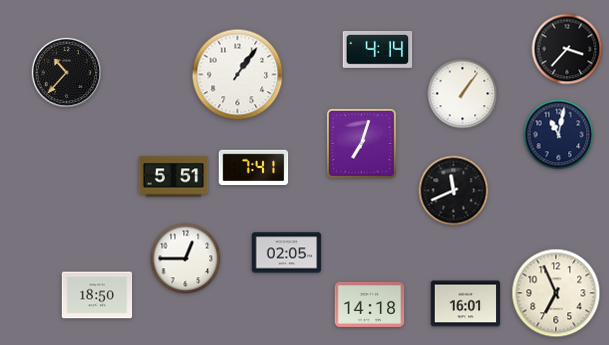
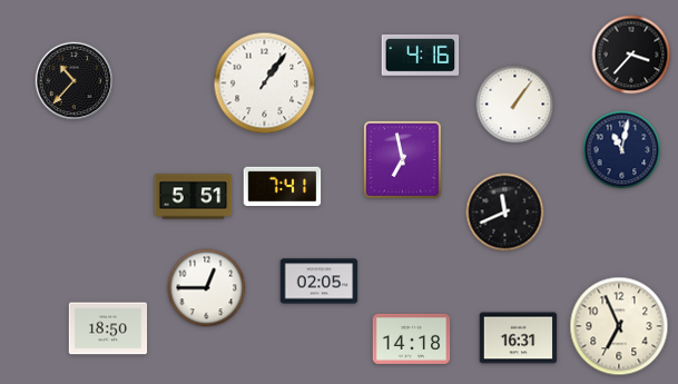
clock at (378, 49): 4:14 -> 4:16
clock at (361, 143): 7:03 -> 6:58
clock at (466, 304): 16:01 -> 16:31
